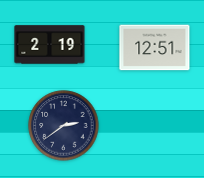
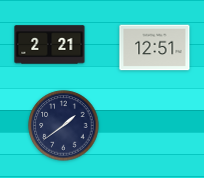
clock at (50, 45): 2:19 -> 2:21
clock at (64, 126): 2:39 -> 1:39
